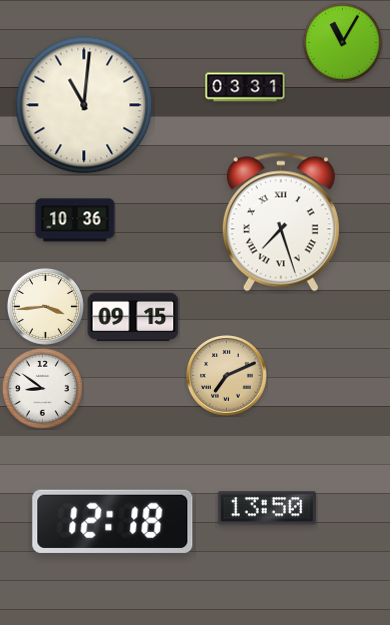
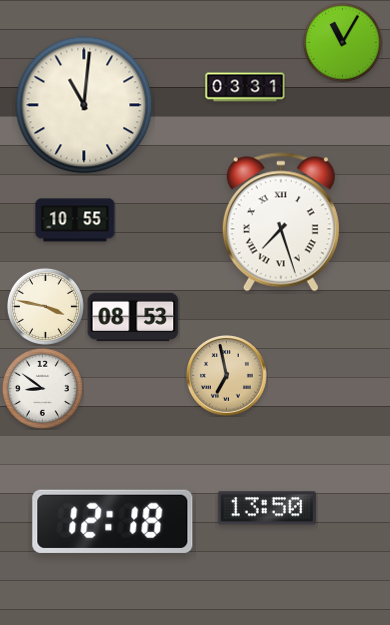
clock at (75, 220): 10:36 -> 10:55
clock at (45, 306): 3:44 -> 3:47
clock at (133, 317): 09:15 -> 08:53
clock at (227, 376): 7:11 -> 6:58
